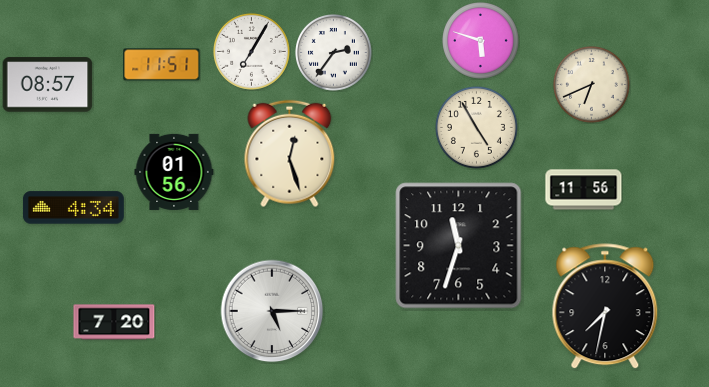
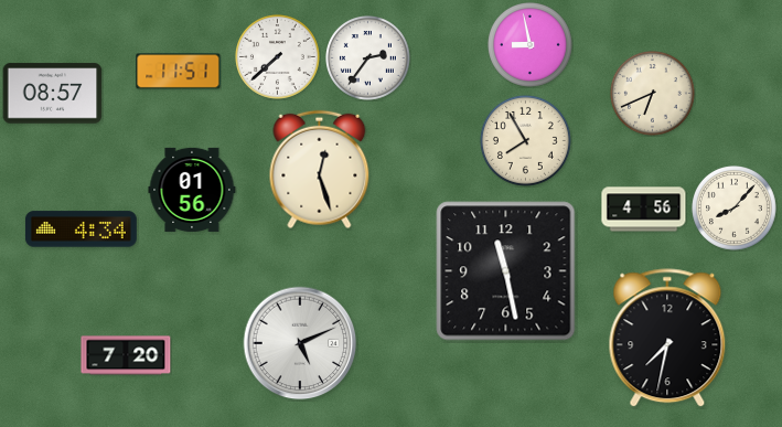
clock at (481, 41): 5:48 -> 8:58
clock at (252, 52): 7:05 -> 7:38
clock at (476, 127): 4:55 -> 7:55
clock at (735, 209): none -> 8:07
clock at (584, 190): 11:56 -> 4:56
clock at (459, 246): 11:33 -> 11:28
clock at (272, 311): 5:15 -> 5:11
